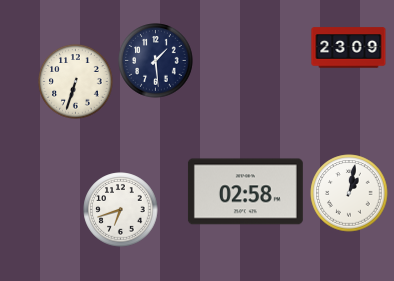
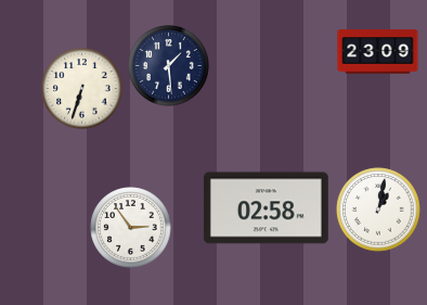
clock at (121, 210): 6:42 -> 2:54
